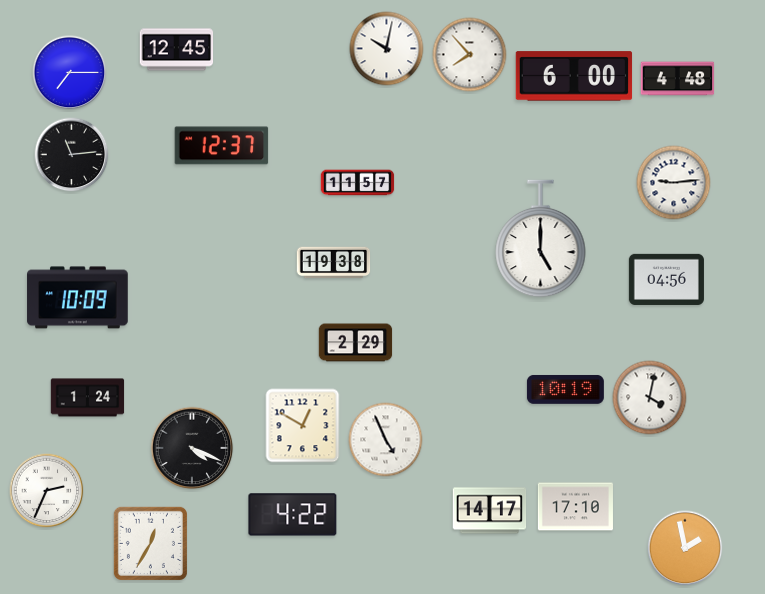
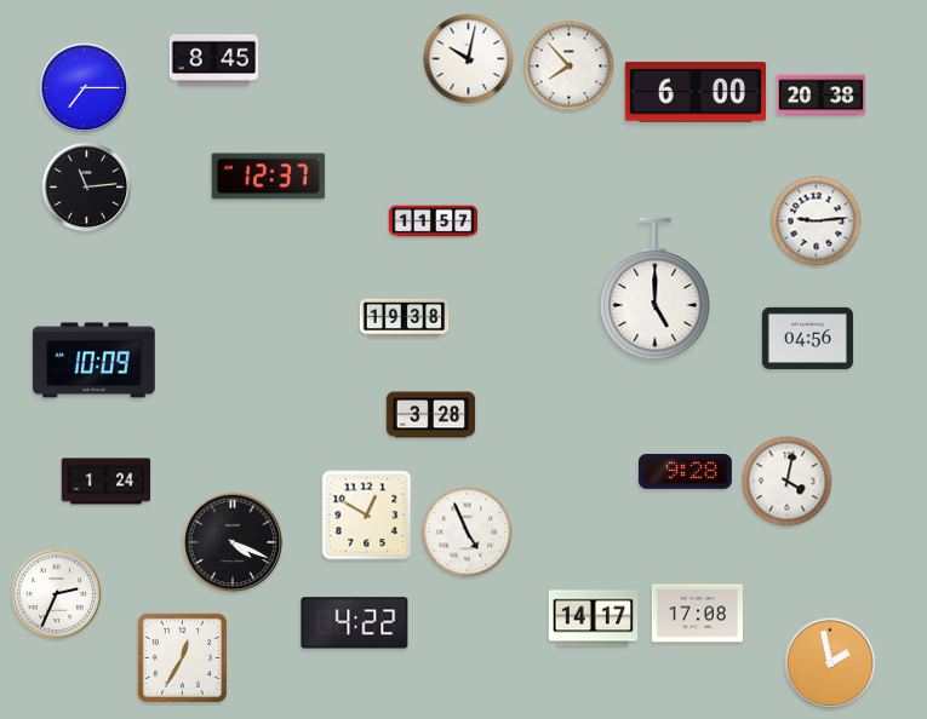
clock at (177, 50): 12:45 -> 8:45
clock at (678, 79): 4:48 -> 20:38
clock at (356, 343): 2:29 -> 3:28
clock at (565, 390): 10:19 -> 9:28
clock at (575, 507): 17:10 -> 17:08
